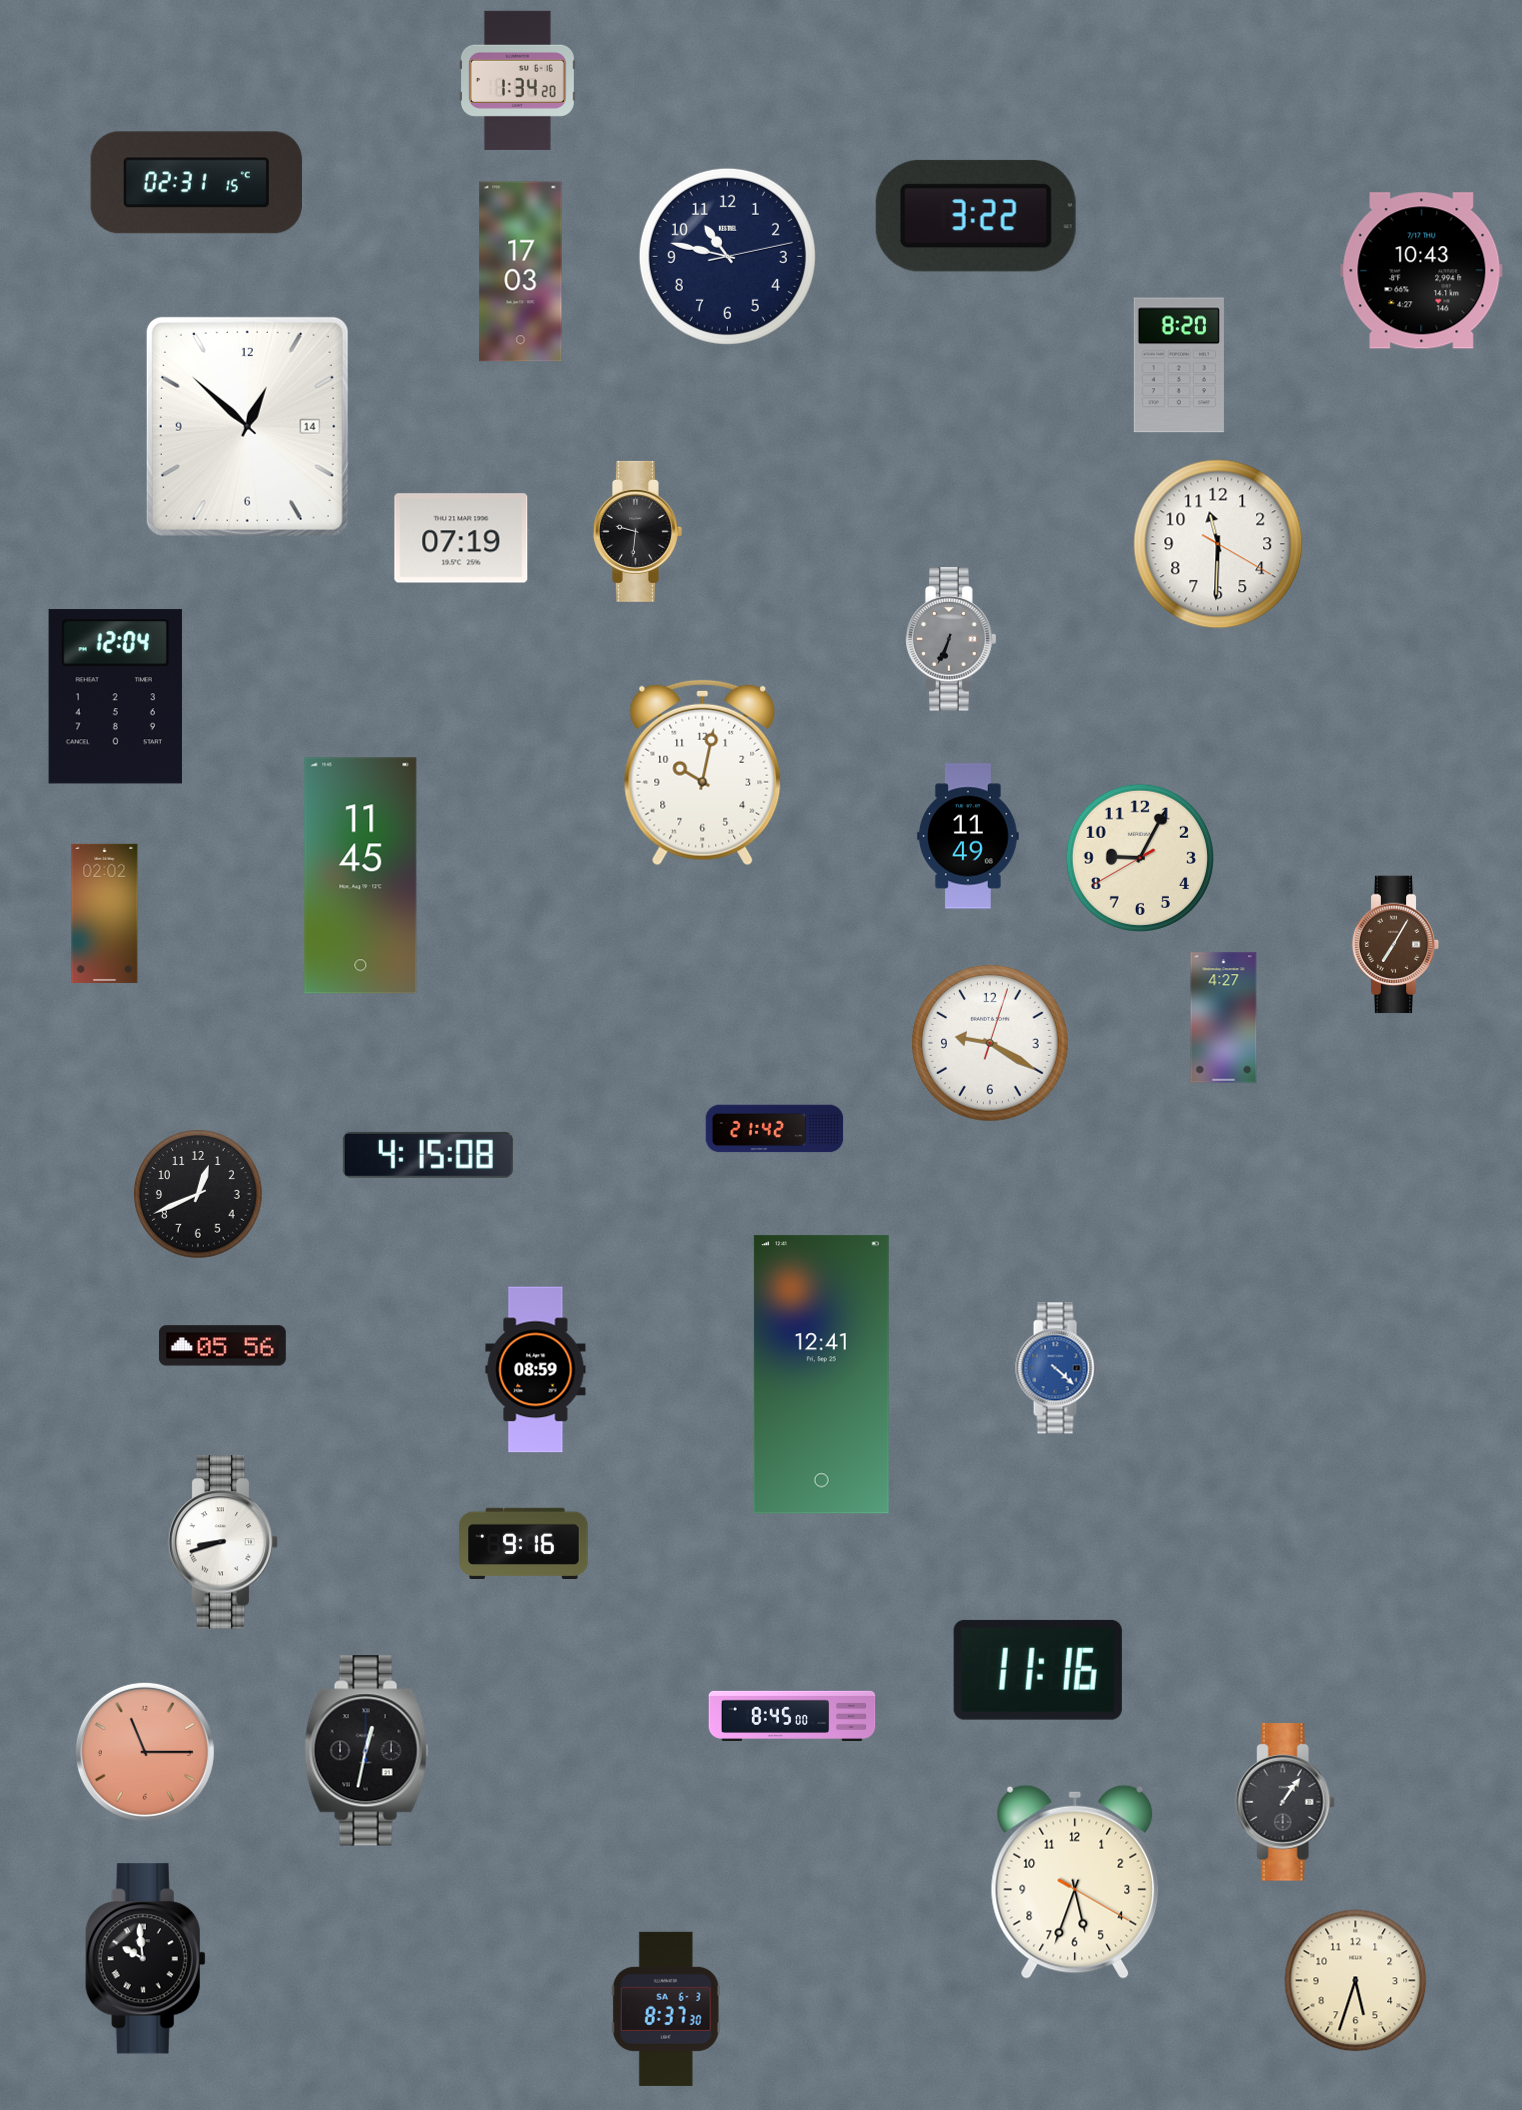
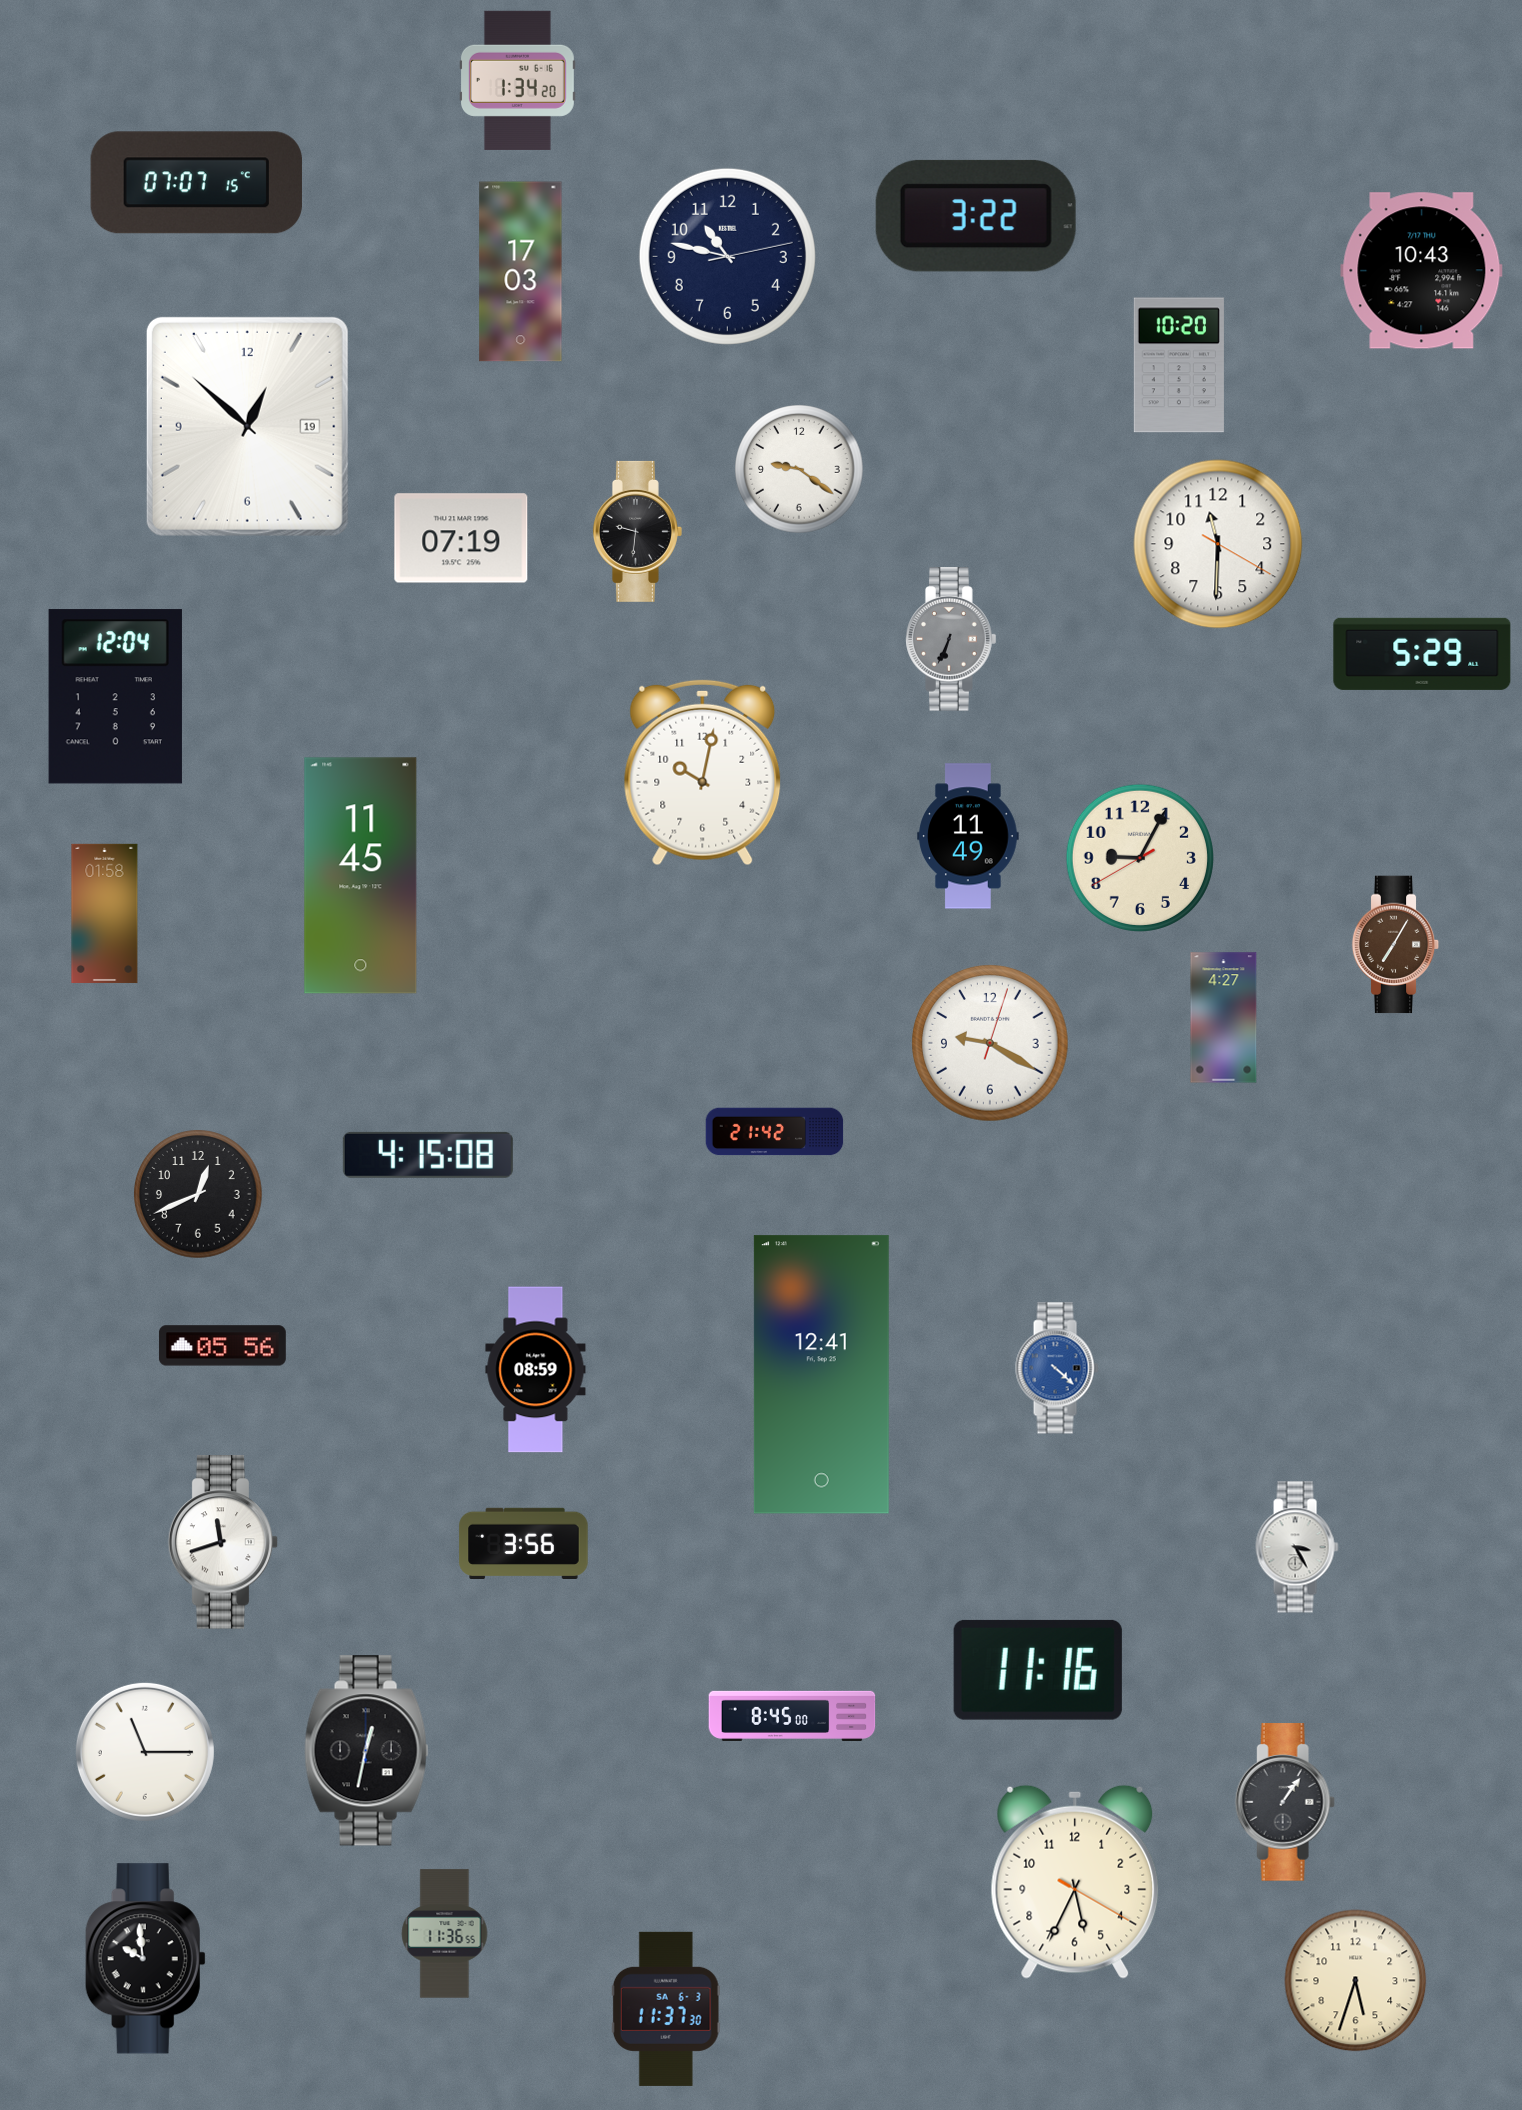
clock at (196, 183): 02:31 -> 07:07
clock at (1179, 365): 8:20 -> 10:20
clock at (247, 426) date: 14 -> 19
clock at (799, 469): none -> 9:21
clock at (1422, 654): none -> 5:29
clock at (105, 913): 02:02 -> 01:58
clock at (775, 1129) position: (775, 1129) -> (775, 1132)
clock at (223, 1542): 8:42 -> 11:42
clock at (524, 1543): 9:16 -> 3:56
clock at (1297, 1547): none -> 3:25
clock at (145, 1752) dial: salmon -> white
clock at (1075, 1882): 5:33 -> 5:34
clock at (445, 1934): none -> 11:36
clock at (666, 2009): 8:37 -> 11:37
